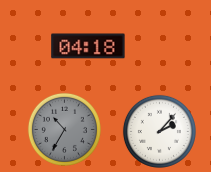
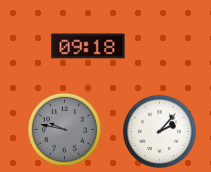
clock at (88, 46): 04:18 -> 09:18
clock at (64, 129): 10:35 -> 9:47
